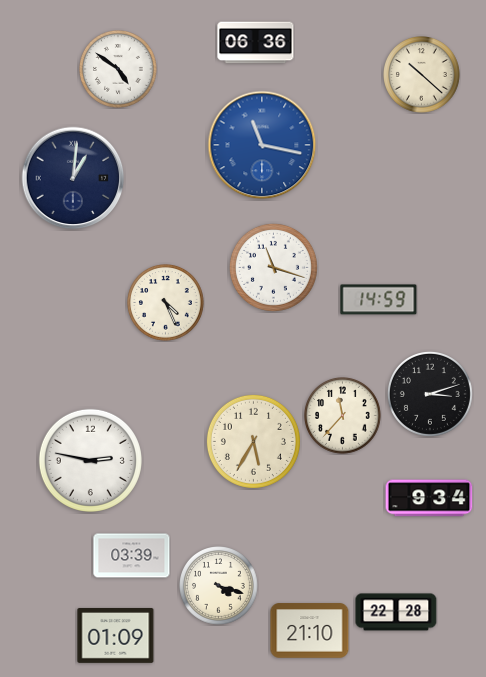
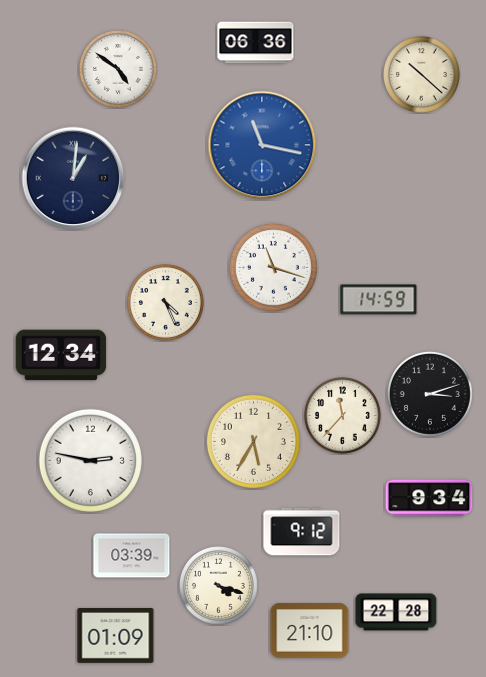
clock at (61, 355): none -> 12:34
clock at (302, 532): none -> 9:12
